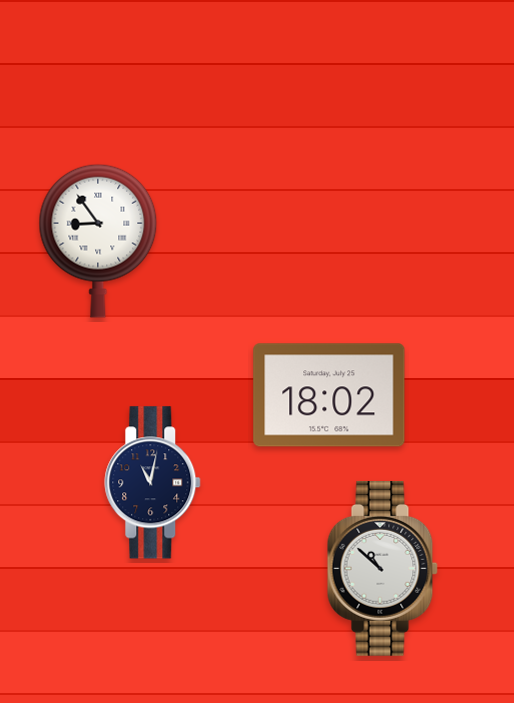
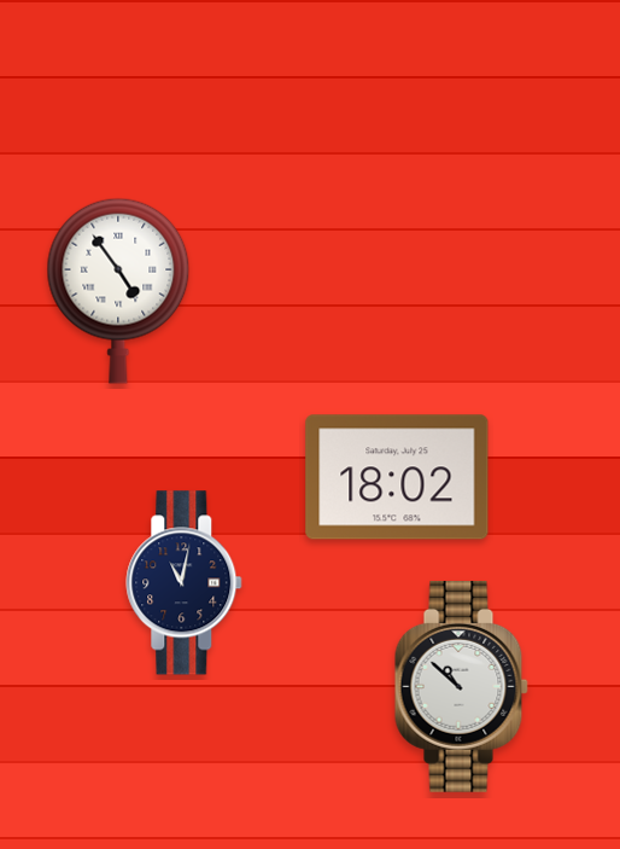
clock at (98, 241): 8:54 -> 4:54
